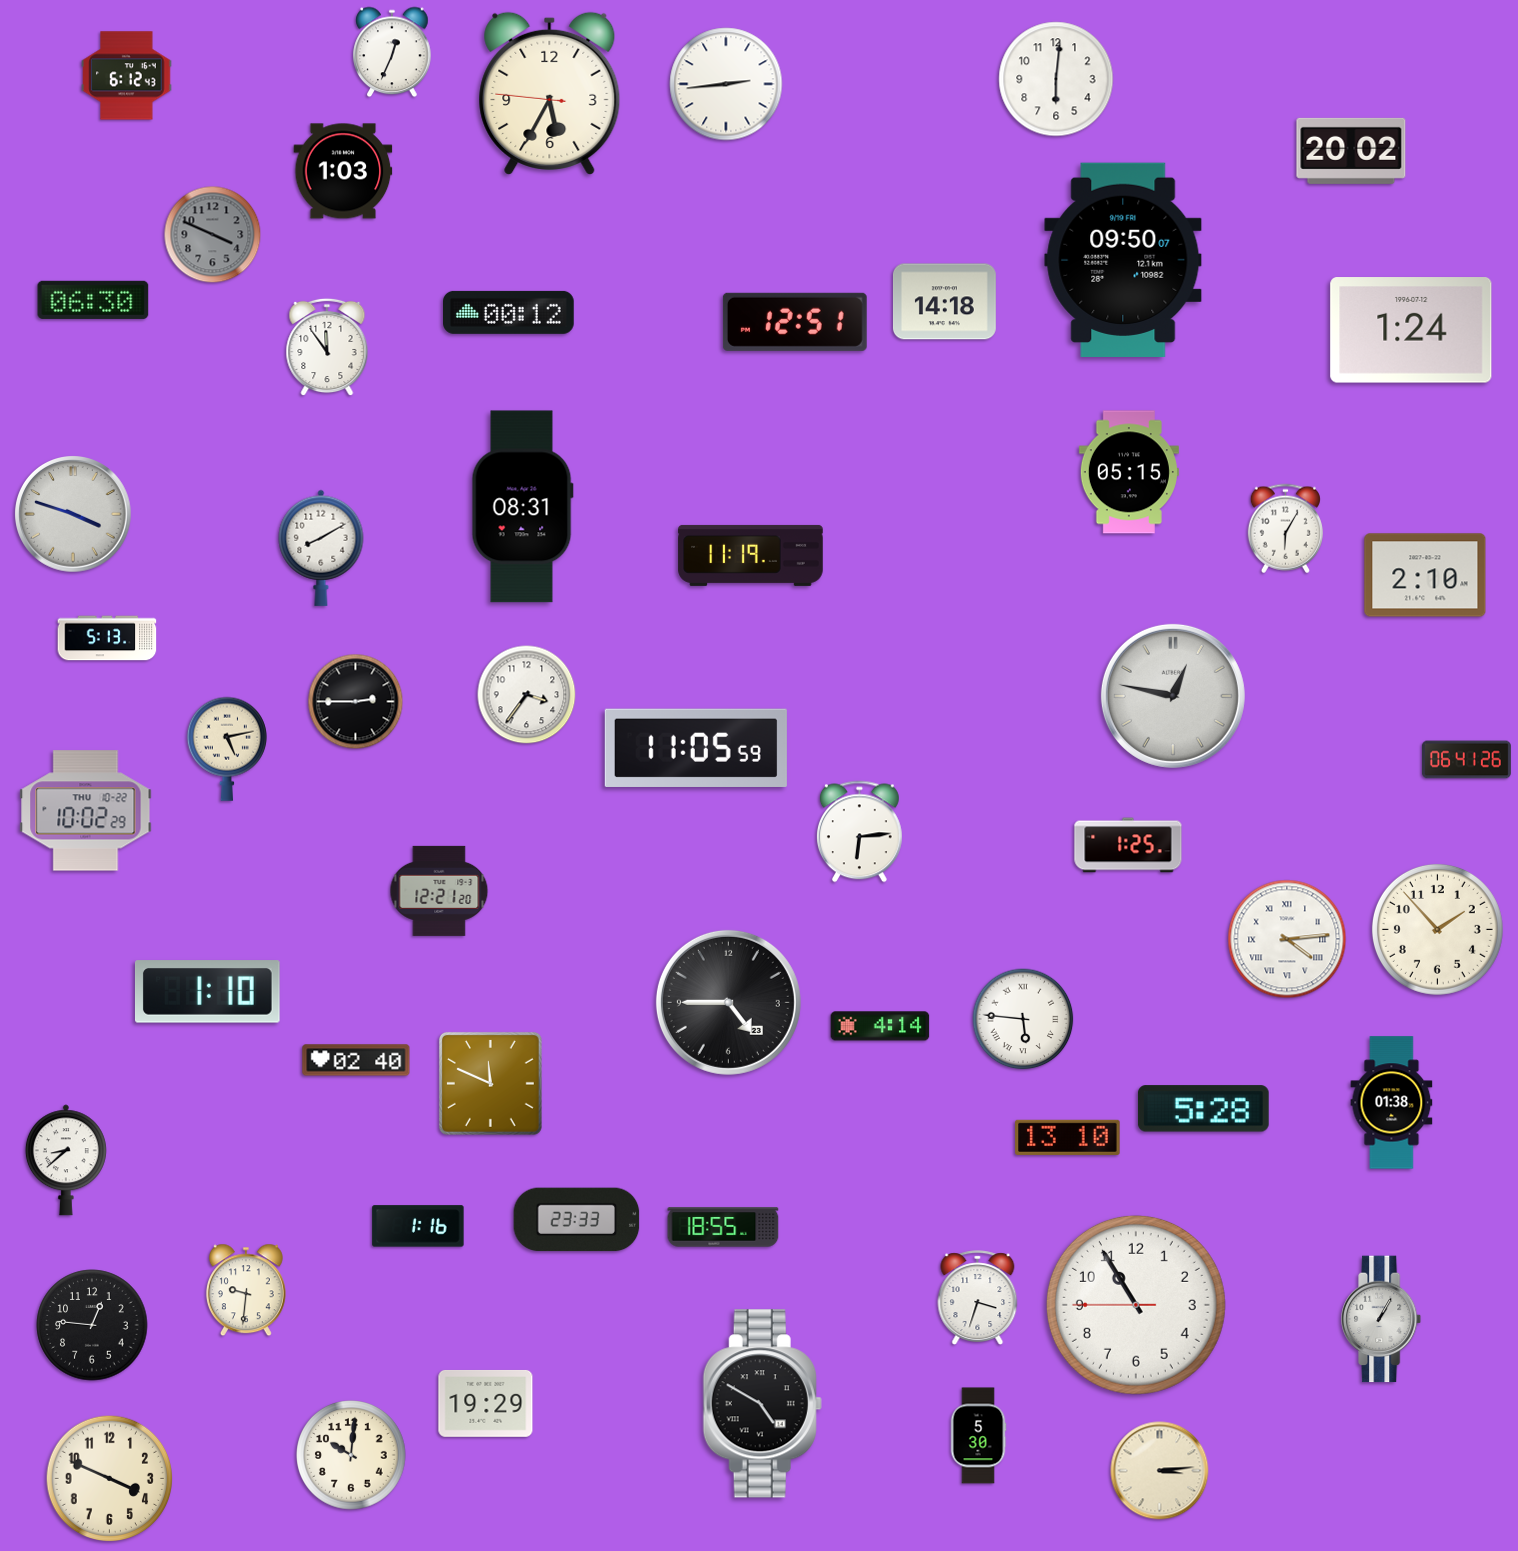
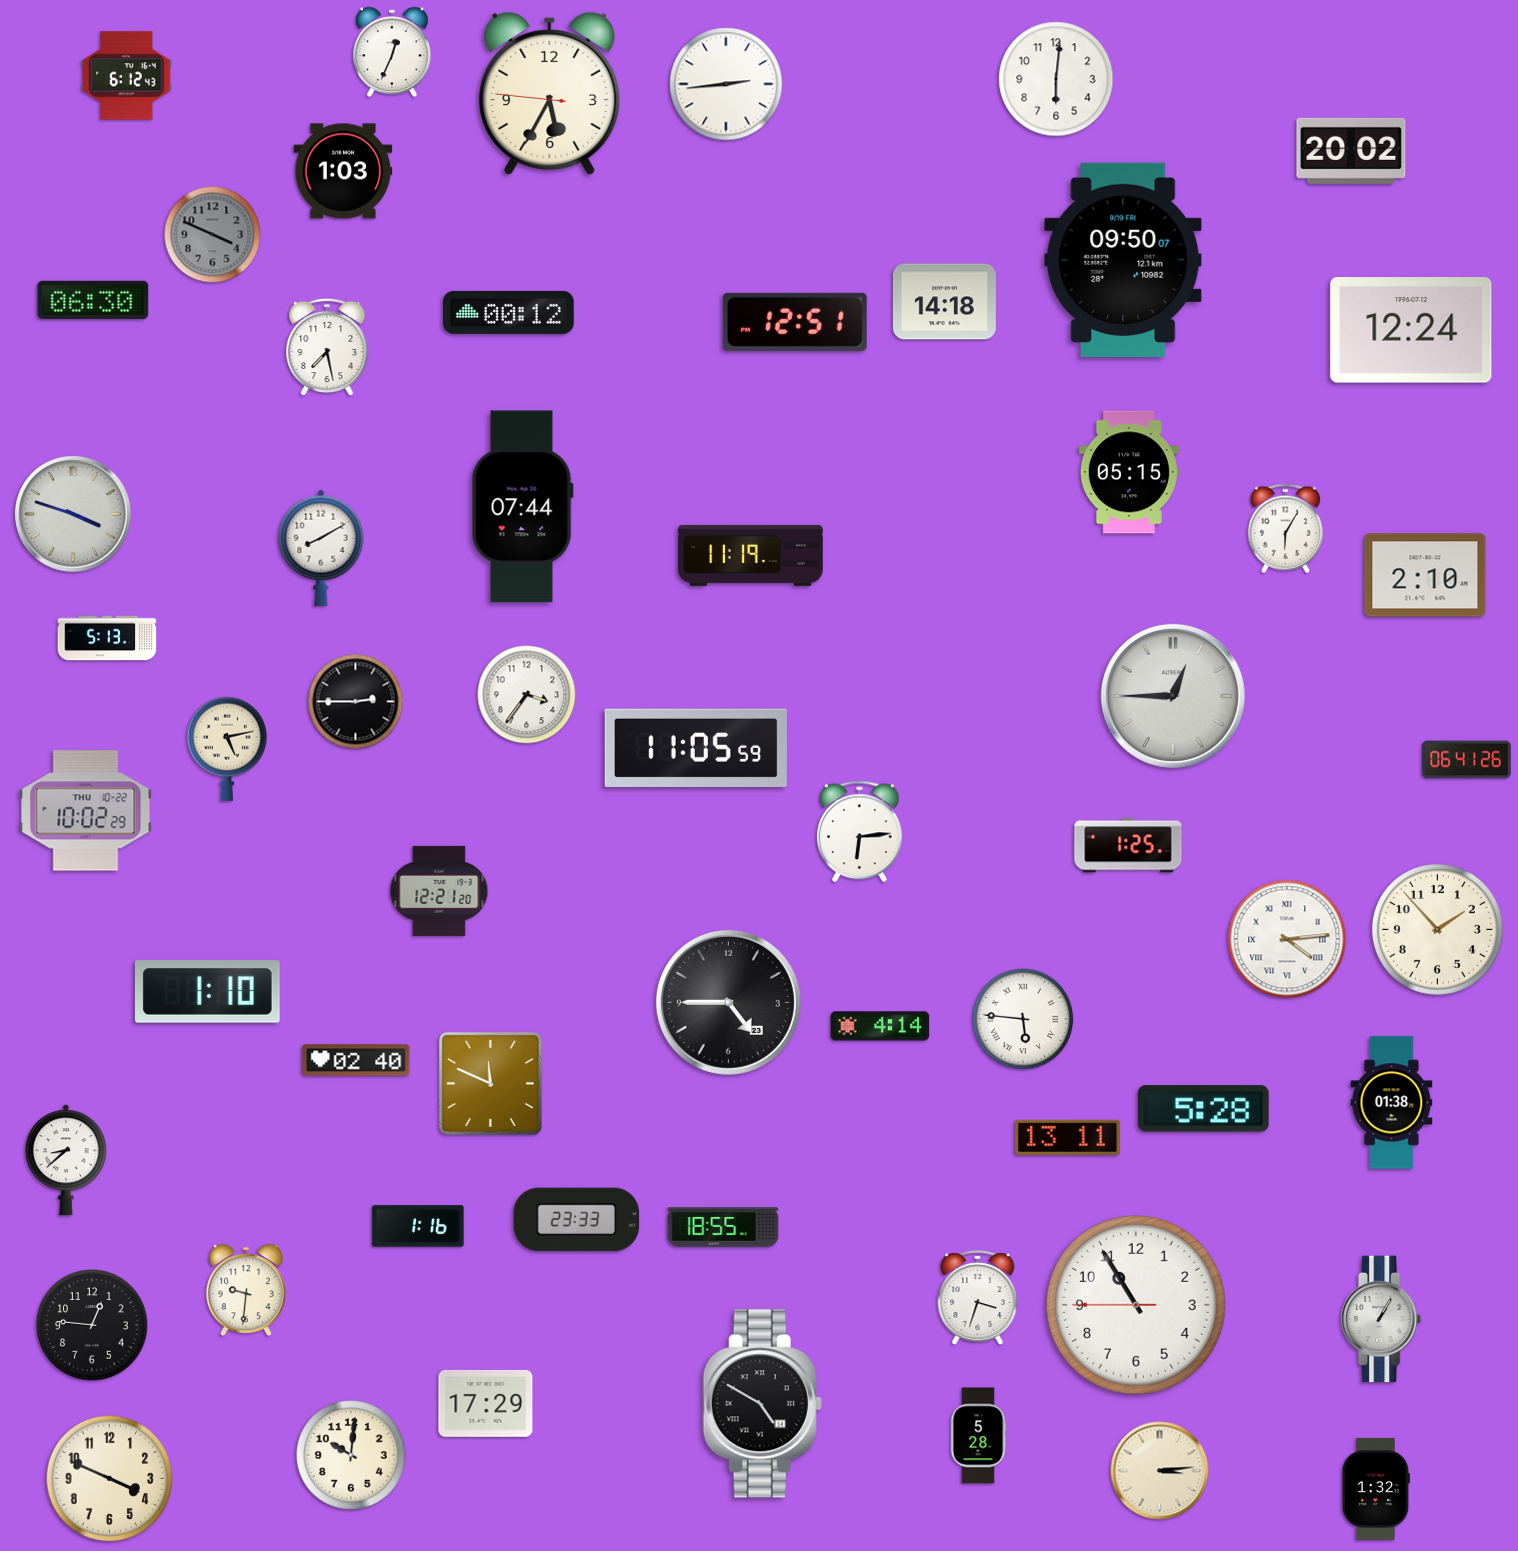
clock at (1411, 330): 1:24 -> 12:24
clock at (327, 347): 11:54 -> 7:28
clock at (522, 507): 08:31 -> 07:44
clock at (1173, 696): 12:47 -> 12:45
clock at (1068, 1137): 13:10 -> 13:11
clock at (486, 1403): 19:29 -> 17:29
clock at (978, 1436): 5:30 -> 5:28
clock at (1376, 1489): none -> 1:32
